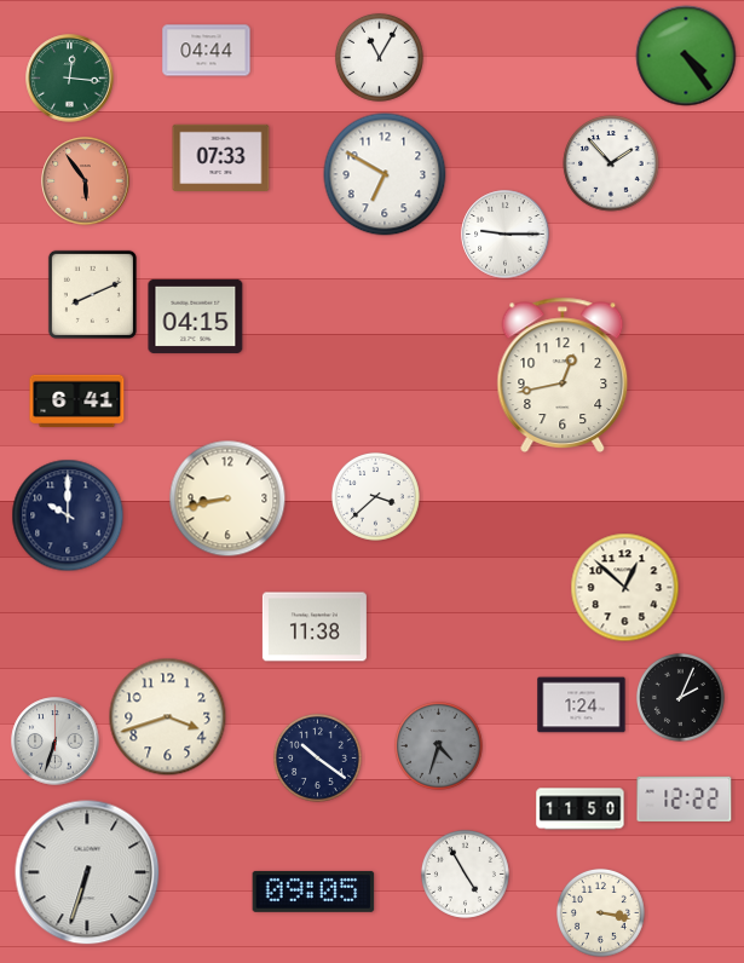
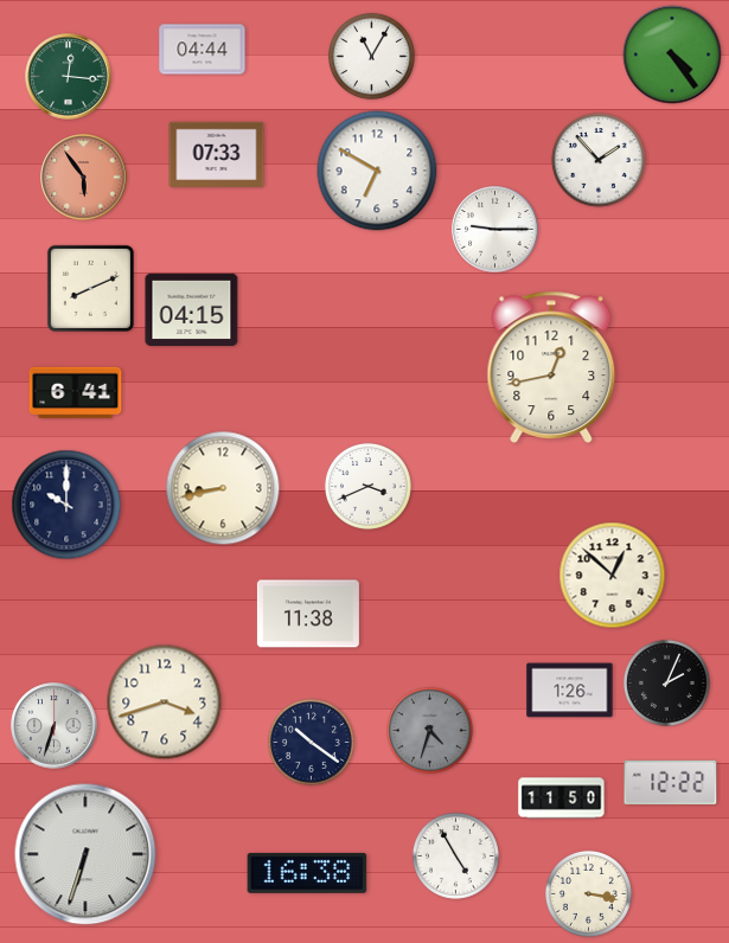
clock at (375, 496): 3:38 -> 3:41
clock at (582, 705): 1:24 -> 1:26
clock at (581, 809) position: (581, 809) -> (562, 798)
clock at (313, 892): 09:05 -> 16:38
